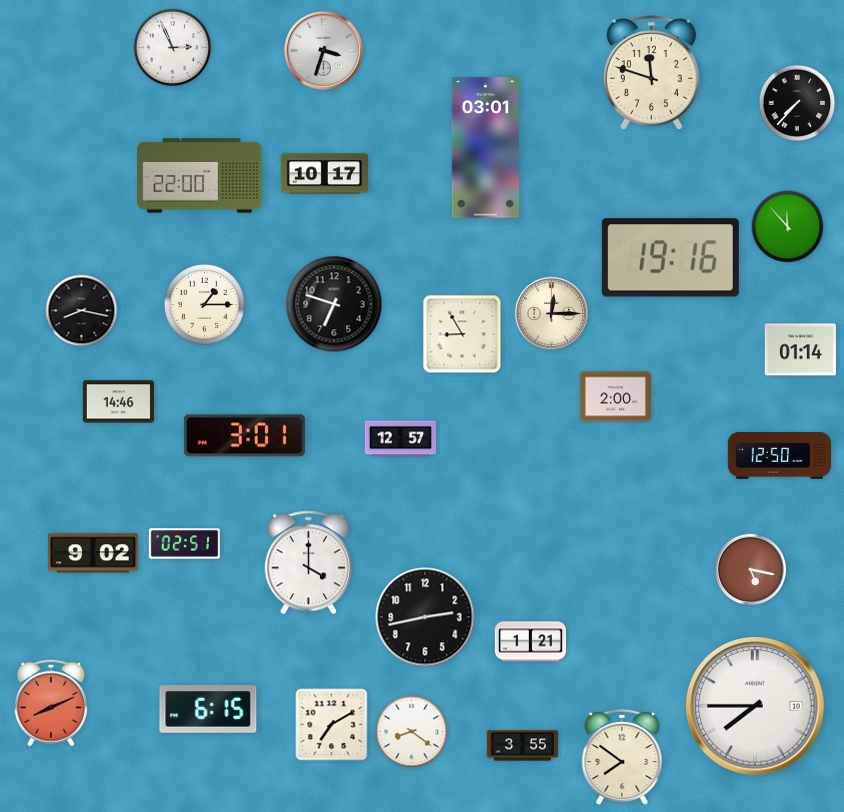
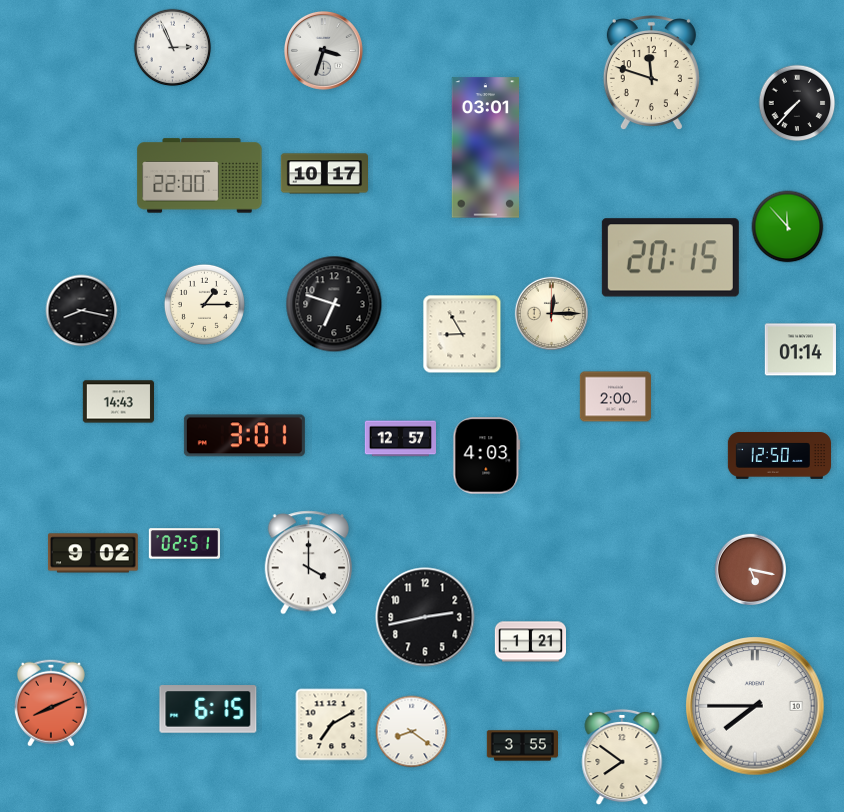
clock at (670, 258): 19:16 -> 20:15
clock at (118, 402): 14:46 -> 14:43
clock at (487, 456): none -> 4:03
